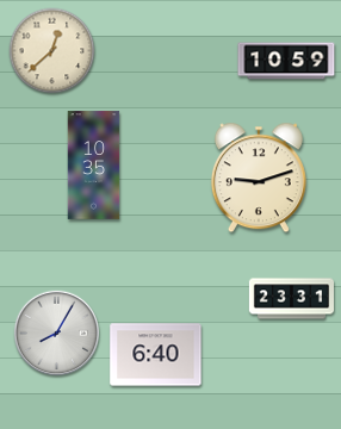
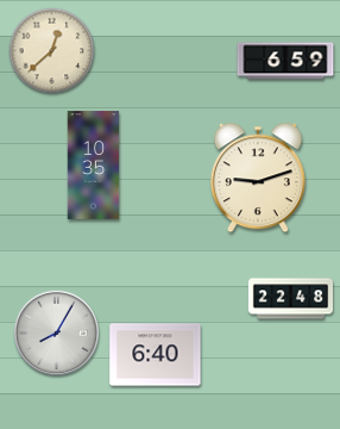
clock at (286, 61): 10:59 -> 6:59
clock at (291, 299): 23:31 -> 22:48
